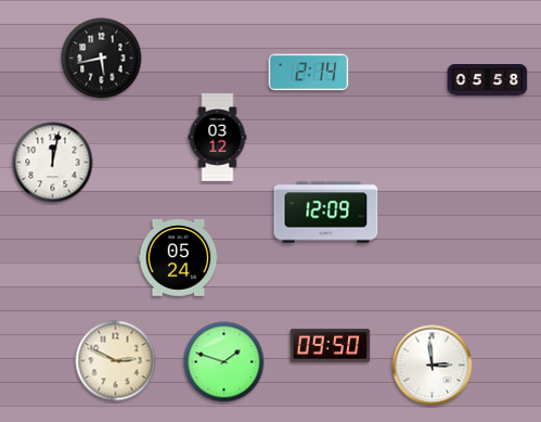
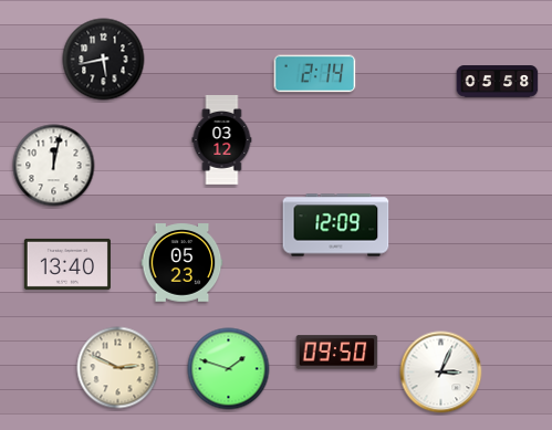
clock at (326, 213) position: (326, 213) -> (336, 226)
clock at (179, 258): 05:24 -> 05:23
clock at (67, 264): none -> 13:40
clock at (433, 366): 2:59 -> 3:04
